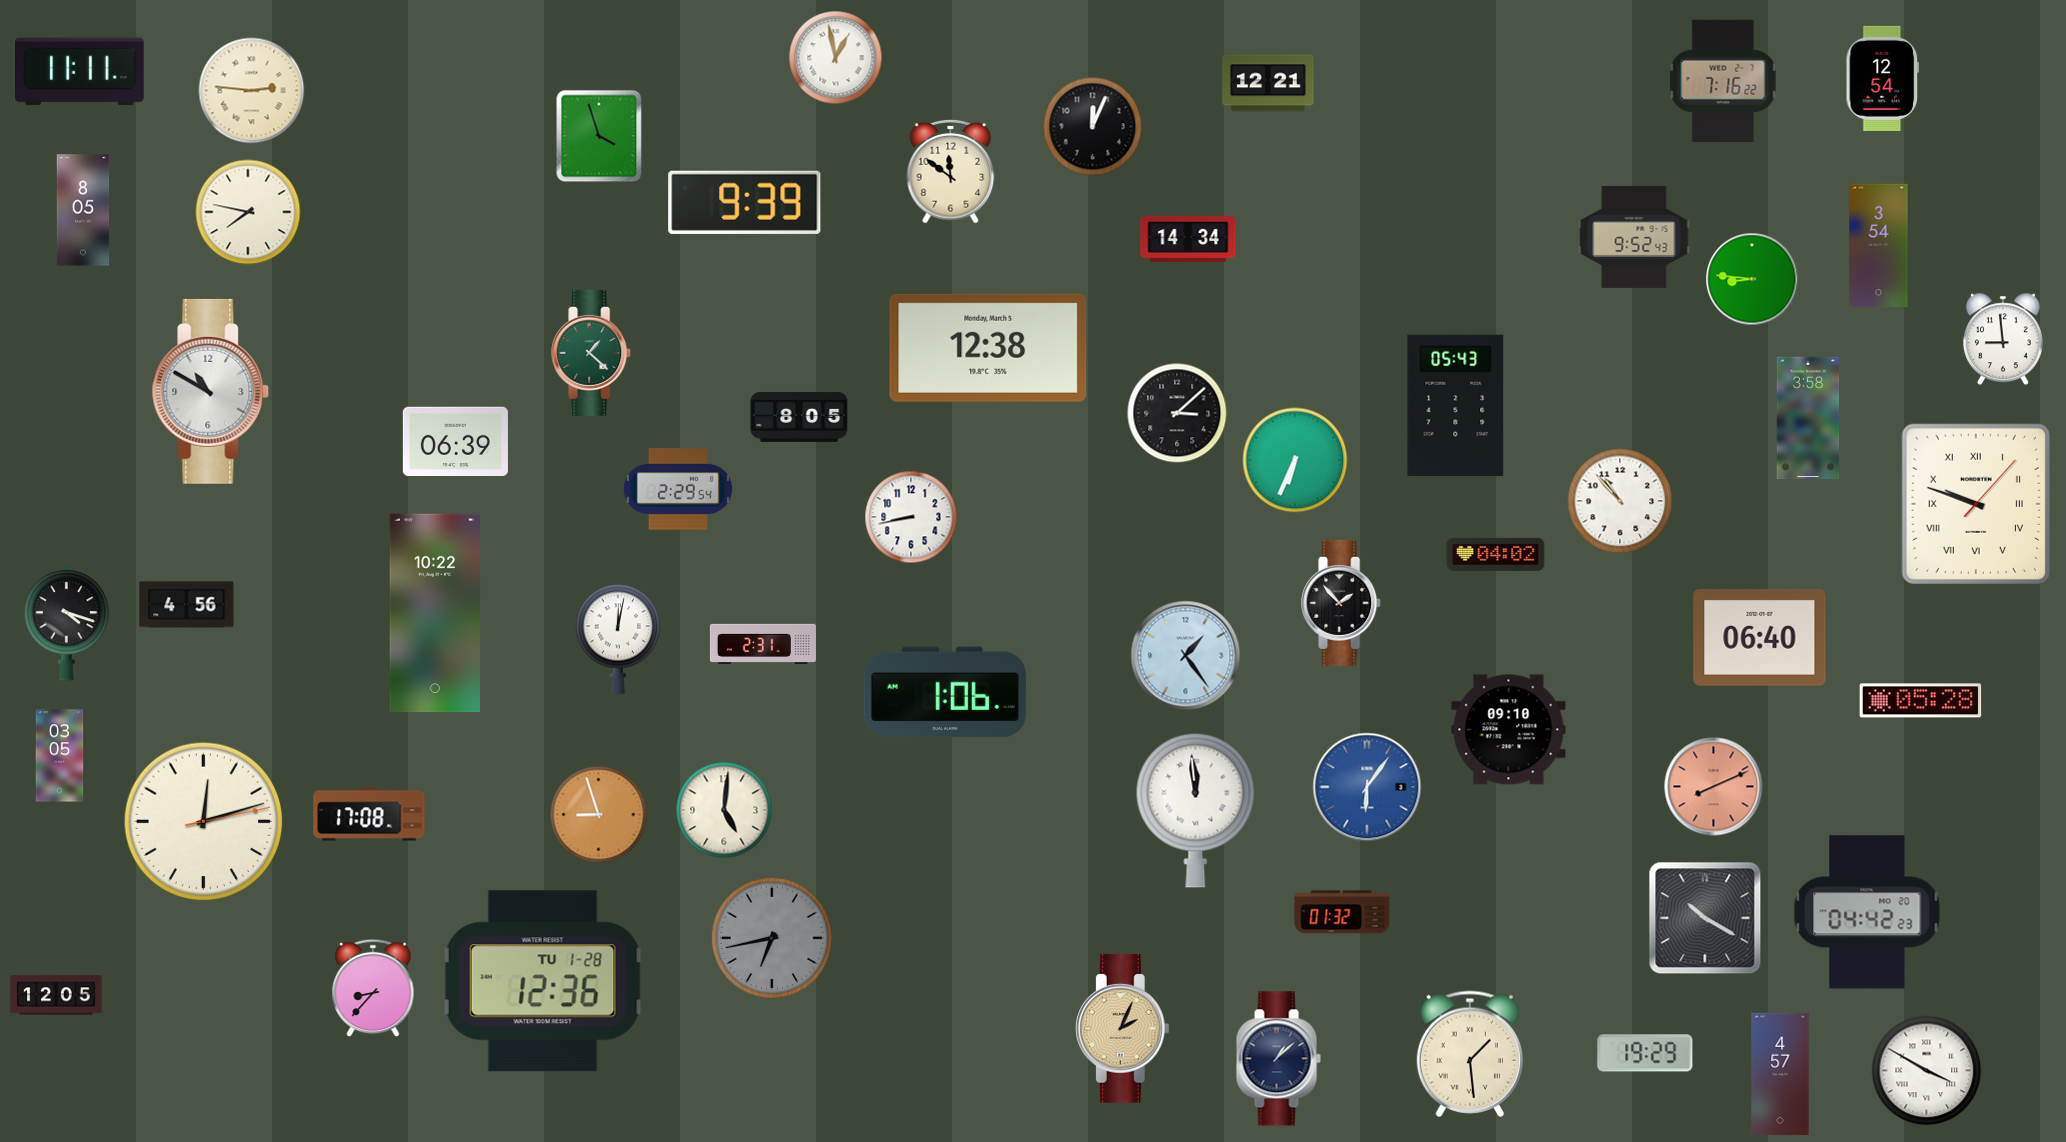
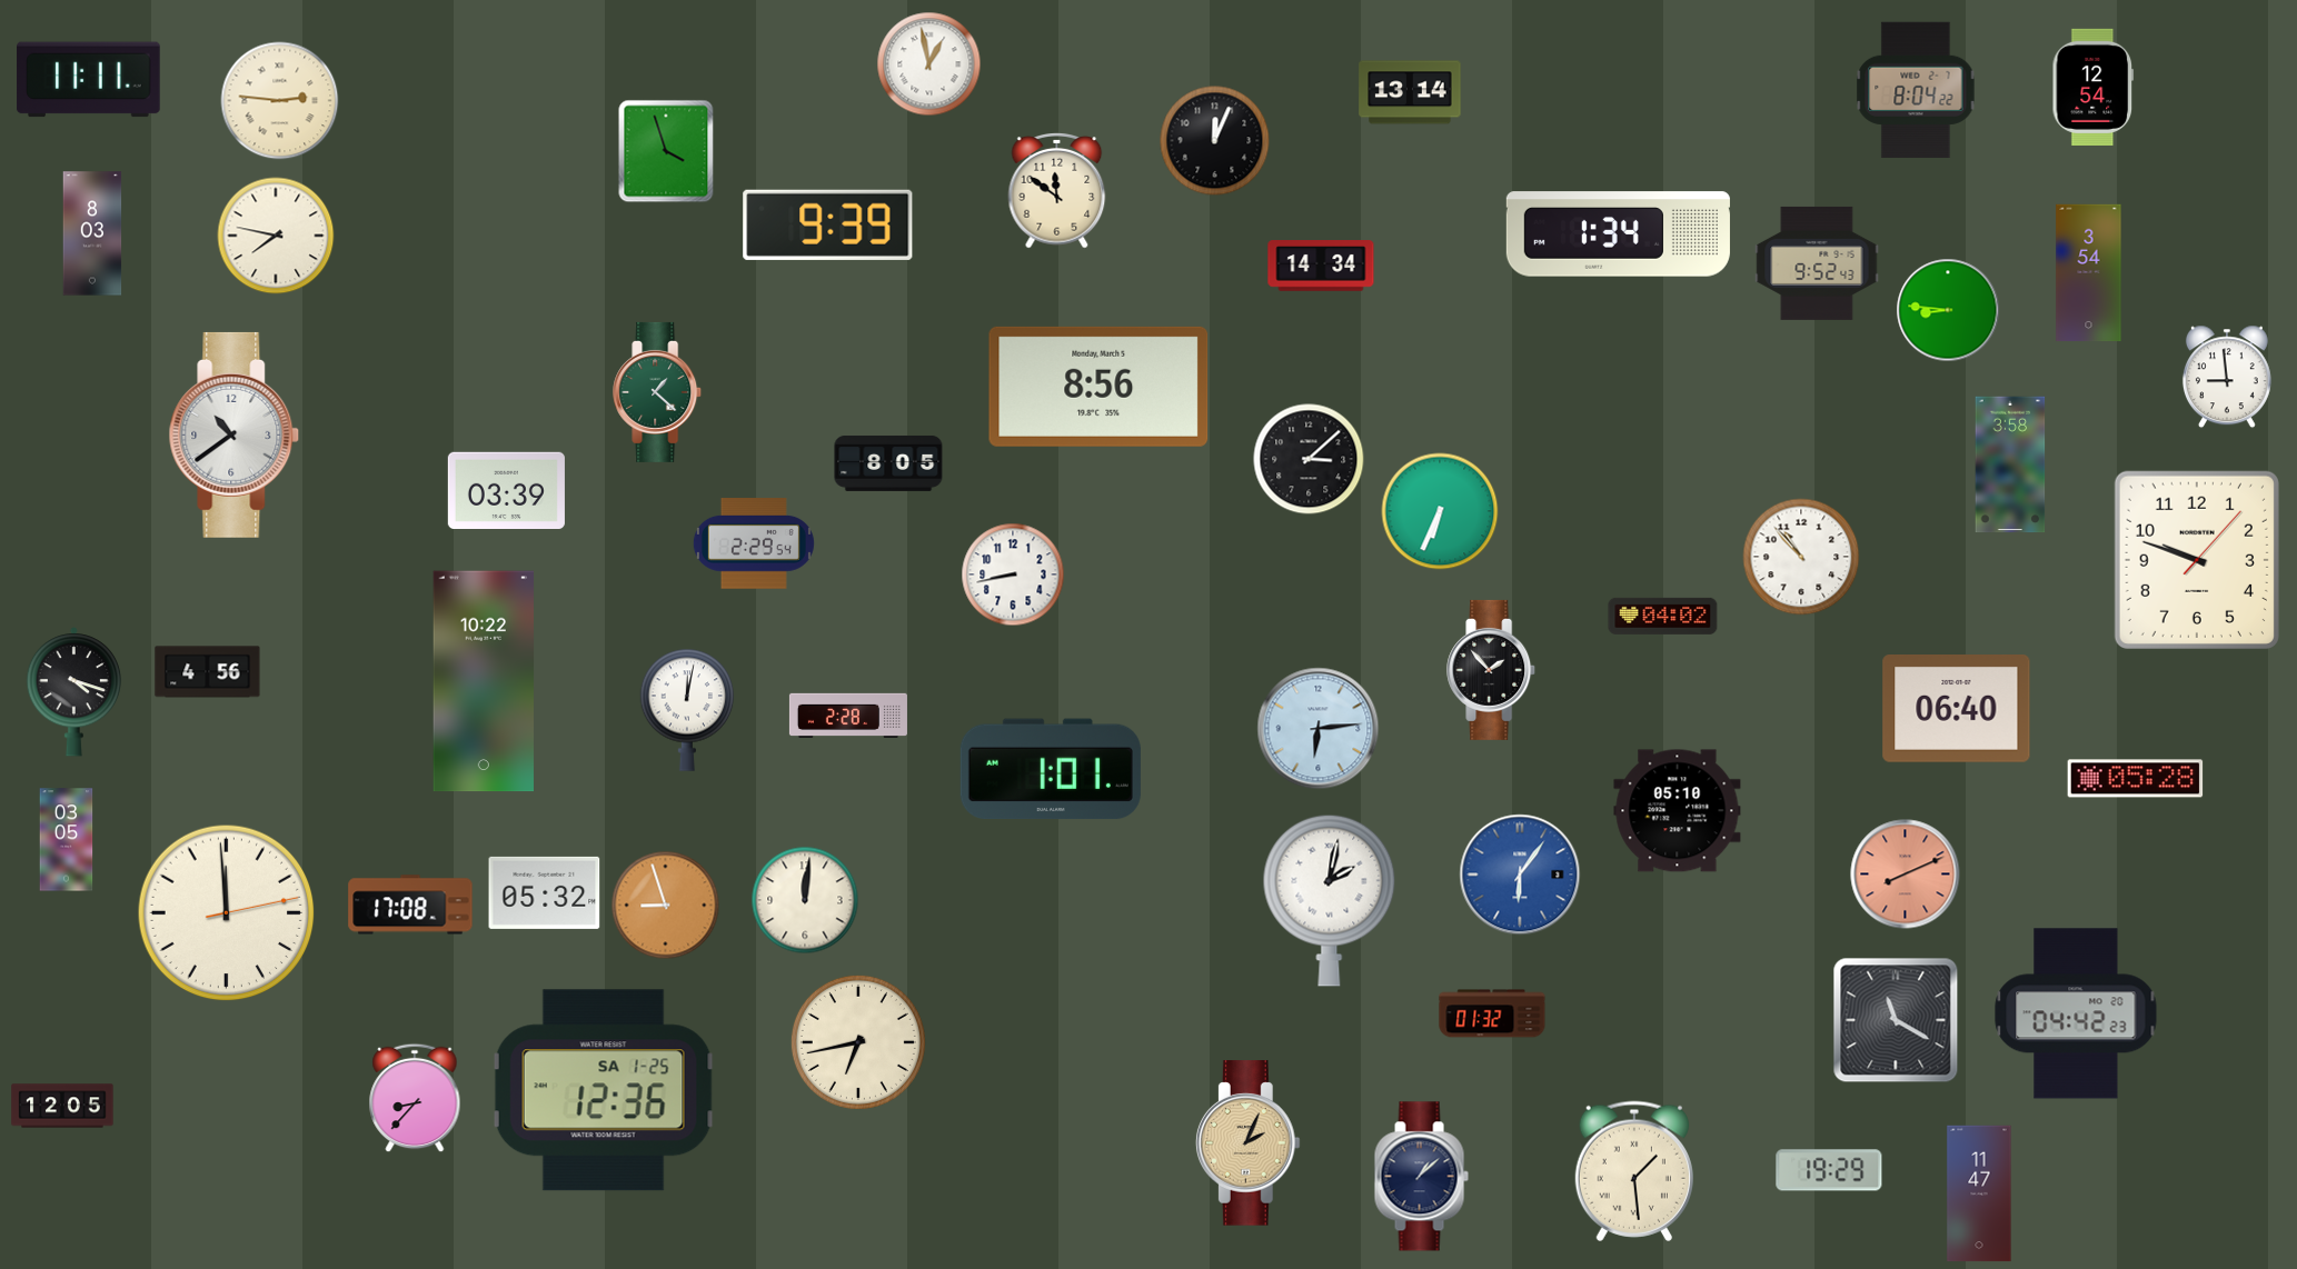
clock at (1723, 81): 7:16 -> 8:04
clock at (1268, 83): 12:21 -> 13:14
clock at (83, 210): 8:05 -> 8:03
clock at (1618, 234): none -> 1:34
clock at (988, 348): 12:38 -> 8:56
clock at (211, 391): 10:50 -> 10:39
clock at (1456, 406): 05:43 -> none
clock at (455, 441): 06:39 -> 03:39
clock at (1976, 504) numerals: Roman -> Arabic
clock at (763, 643): 2:31 -> 2:28
clock at (1186, 656): 1:24 -> 6:14
clock at (945, 692): 1:06 -> 1:01
clock at (1509, 730): 09:10 -> 05:10
clock at (545, 892): none -> 05:32
clock at (724, 810): 5:01 -> 12:01
clock at (1196, 810): 11:59 -> 2:02
clock at (204, 822): 12:12 -> 11:59
clock at (1705, 918): 10:20 -> 11:20
clock at (772, 938) dial: grey -> cream
clock at (543, 981) date: TU 1-28 -> SA 1-25
clock at (1927, 1071): 3:50 -> none
clock at (1780, 1074): 4:57 -> 11:47
